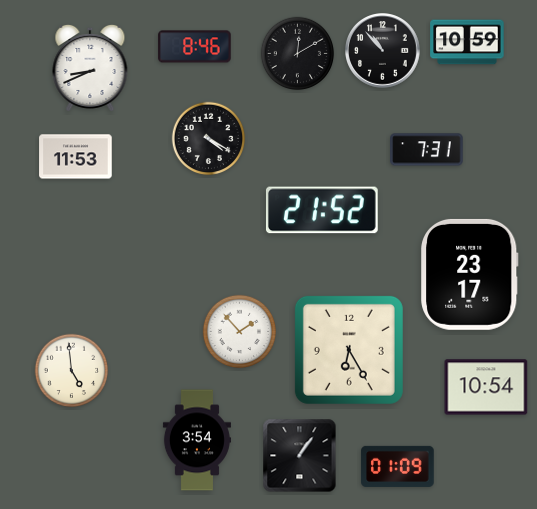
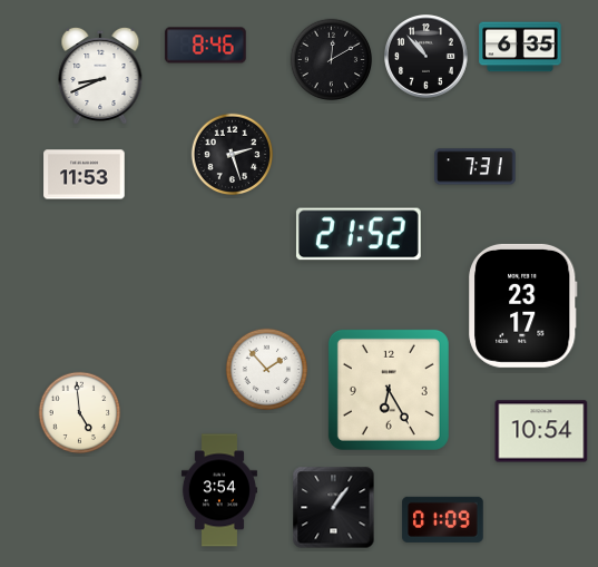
clock at (467, 42): 10:59 -> 6:35
clock at (195, 47) position: (195, 47) -> (206, 46)
clock at (209, 139): 4:20 -> 2:27
